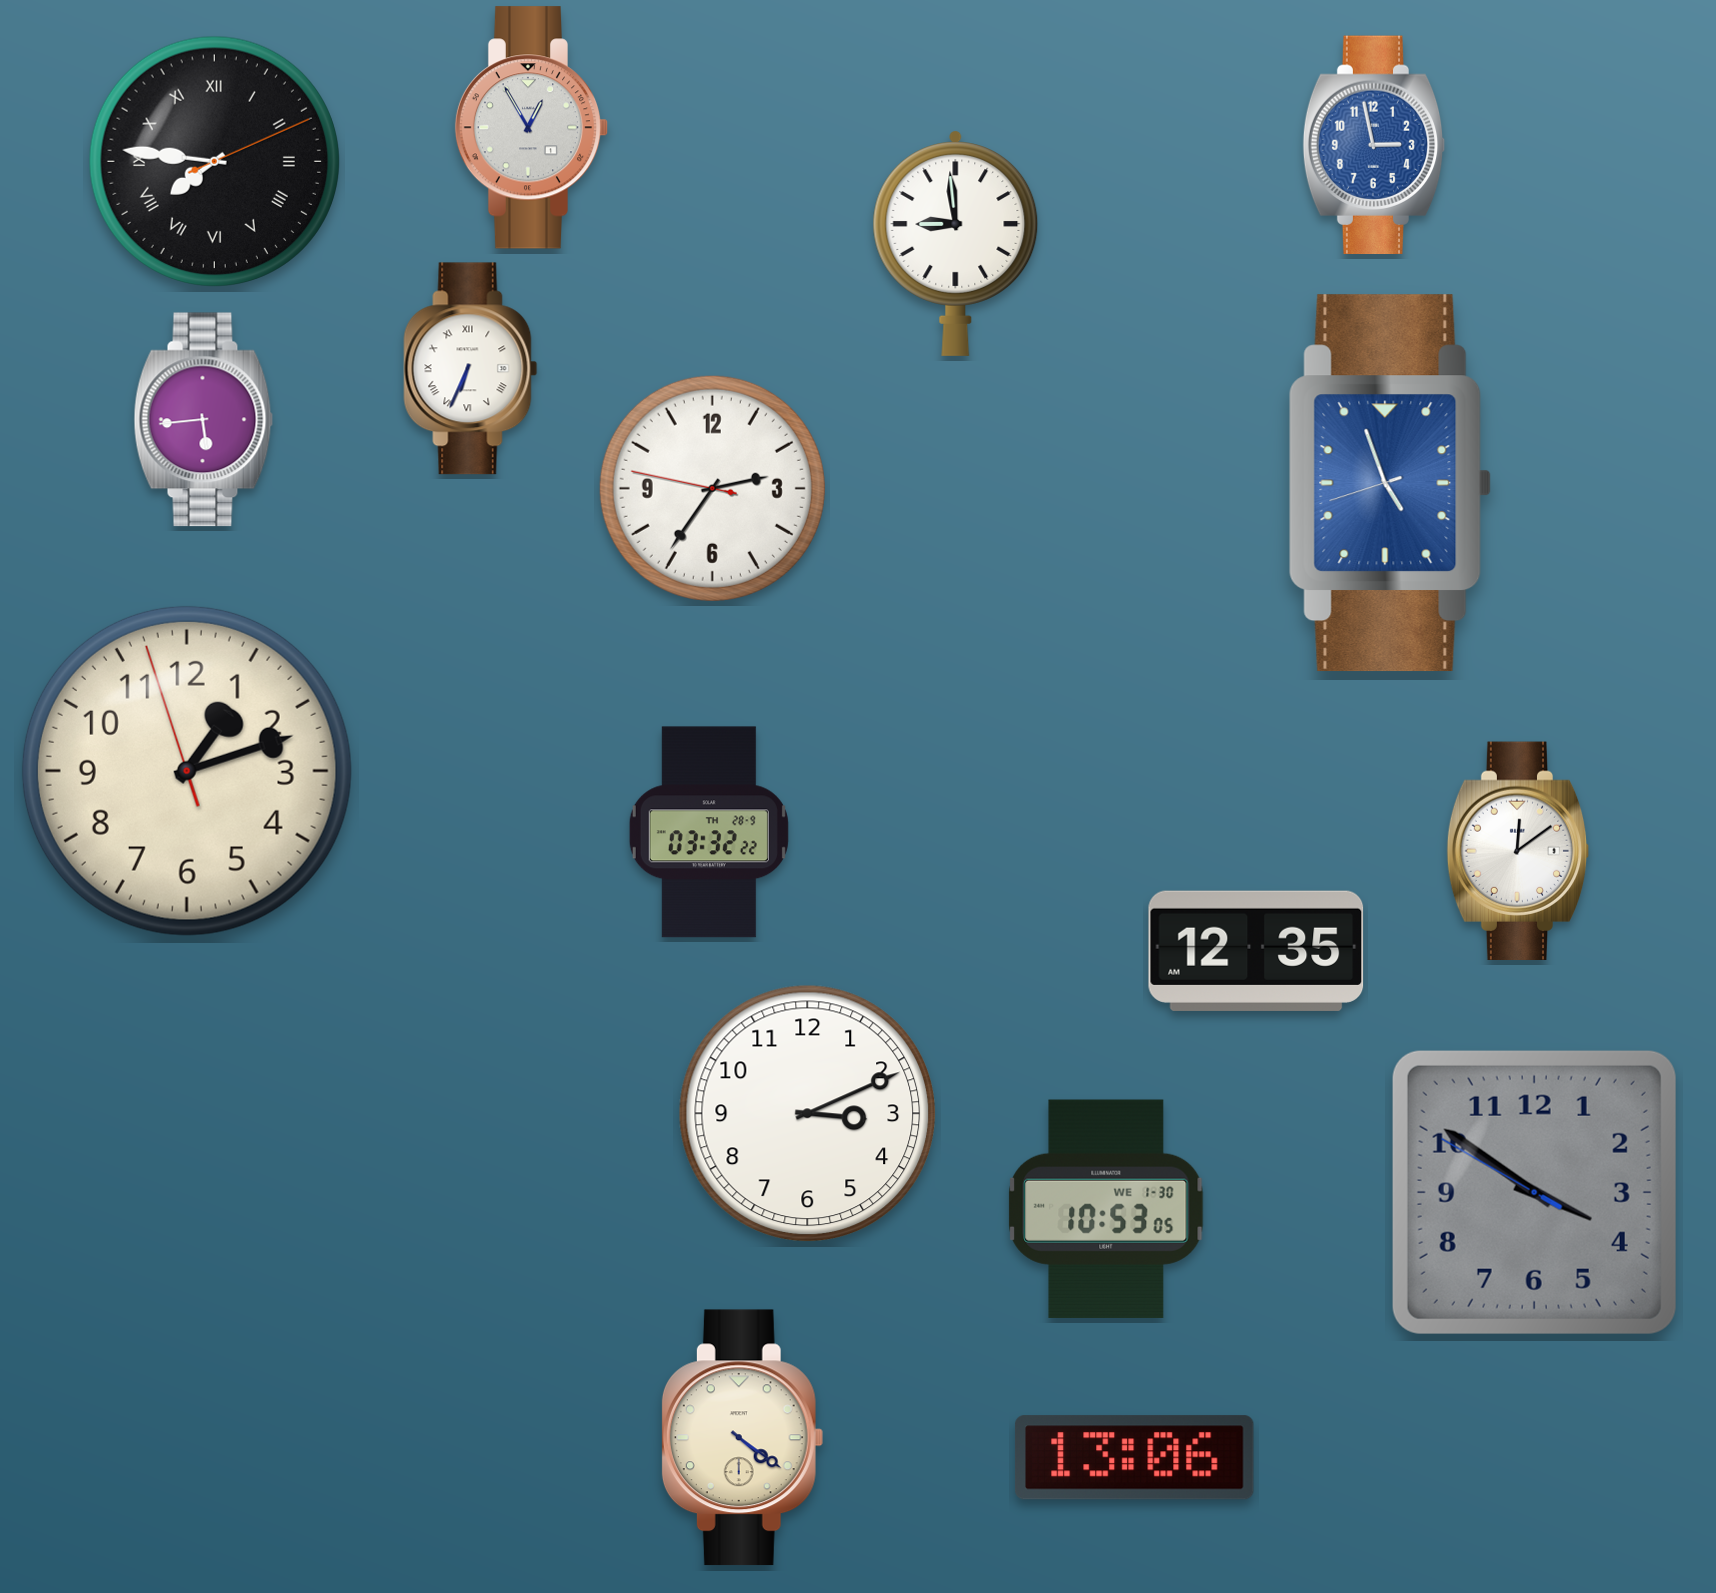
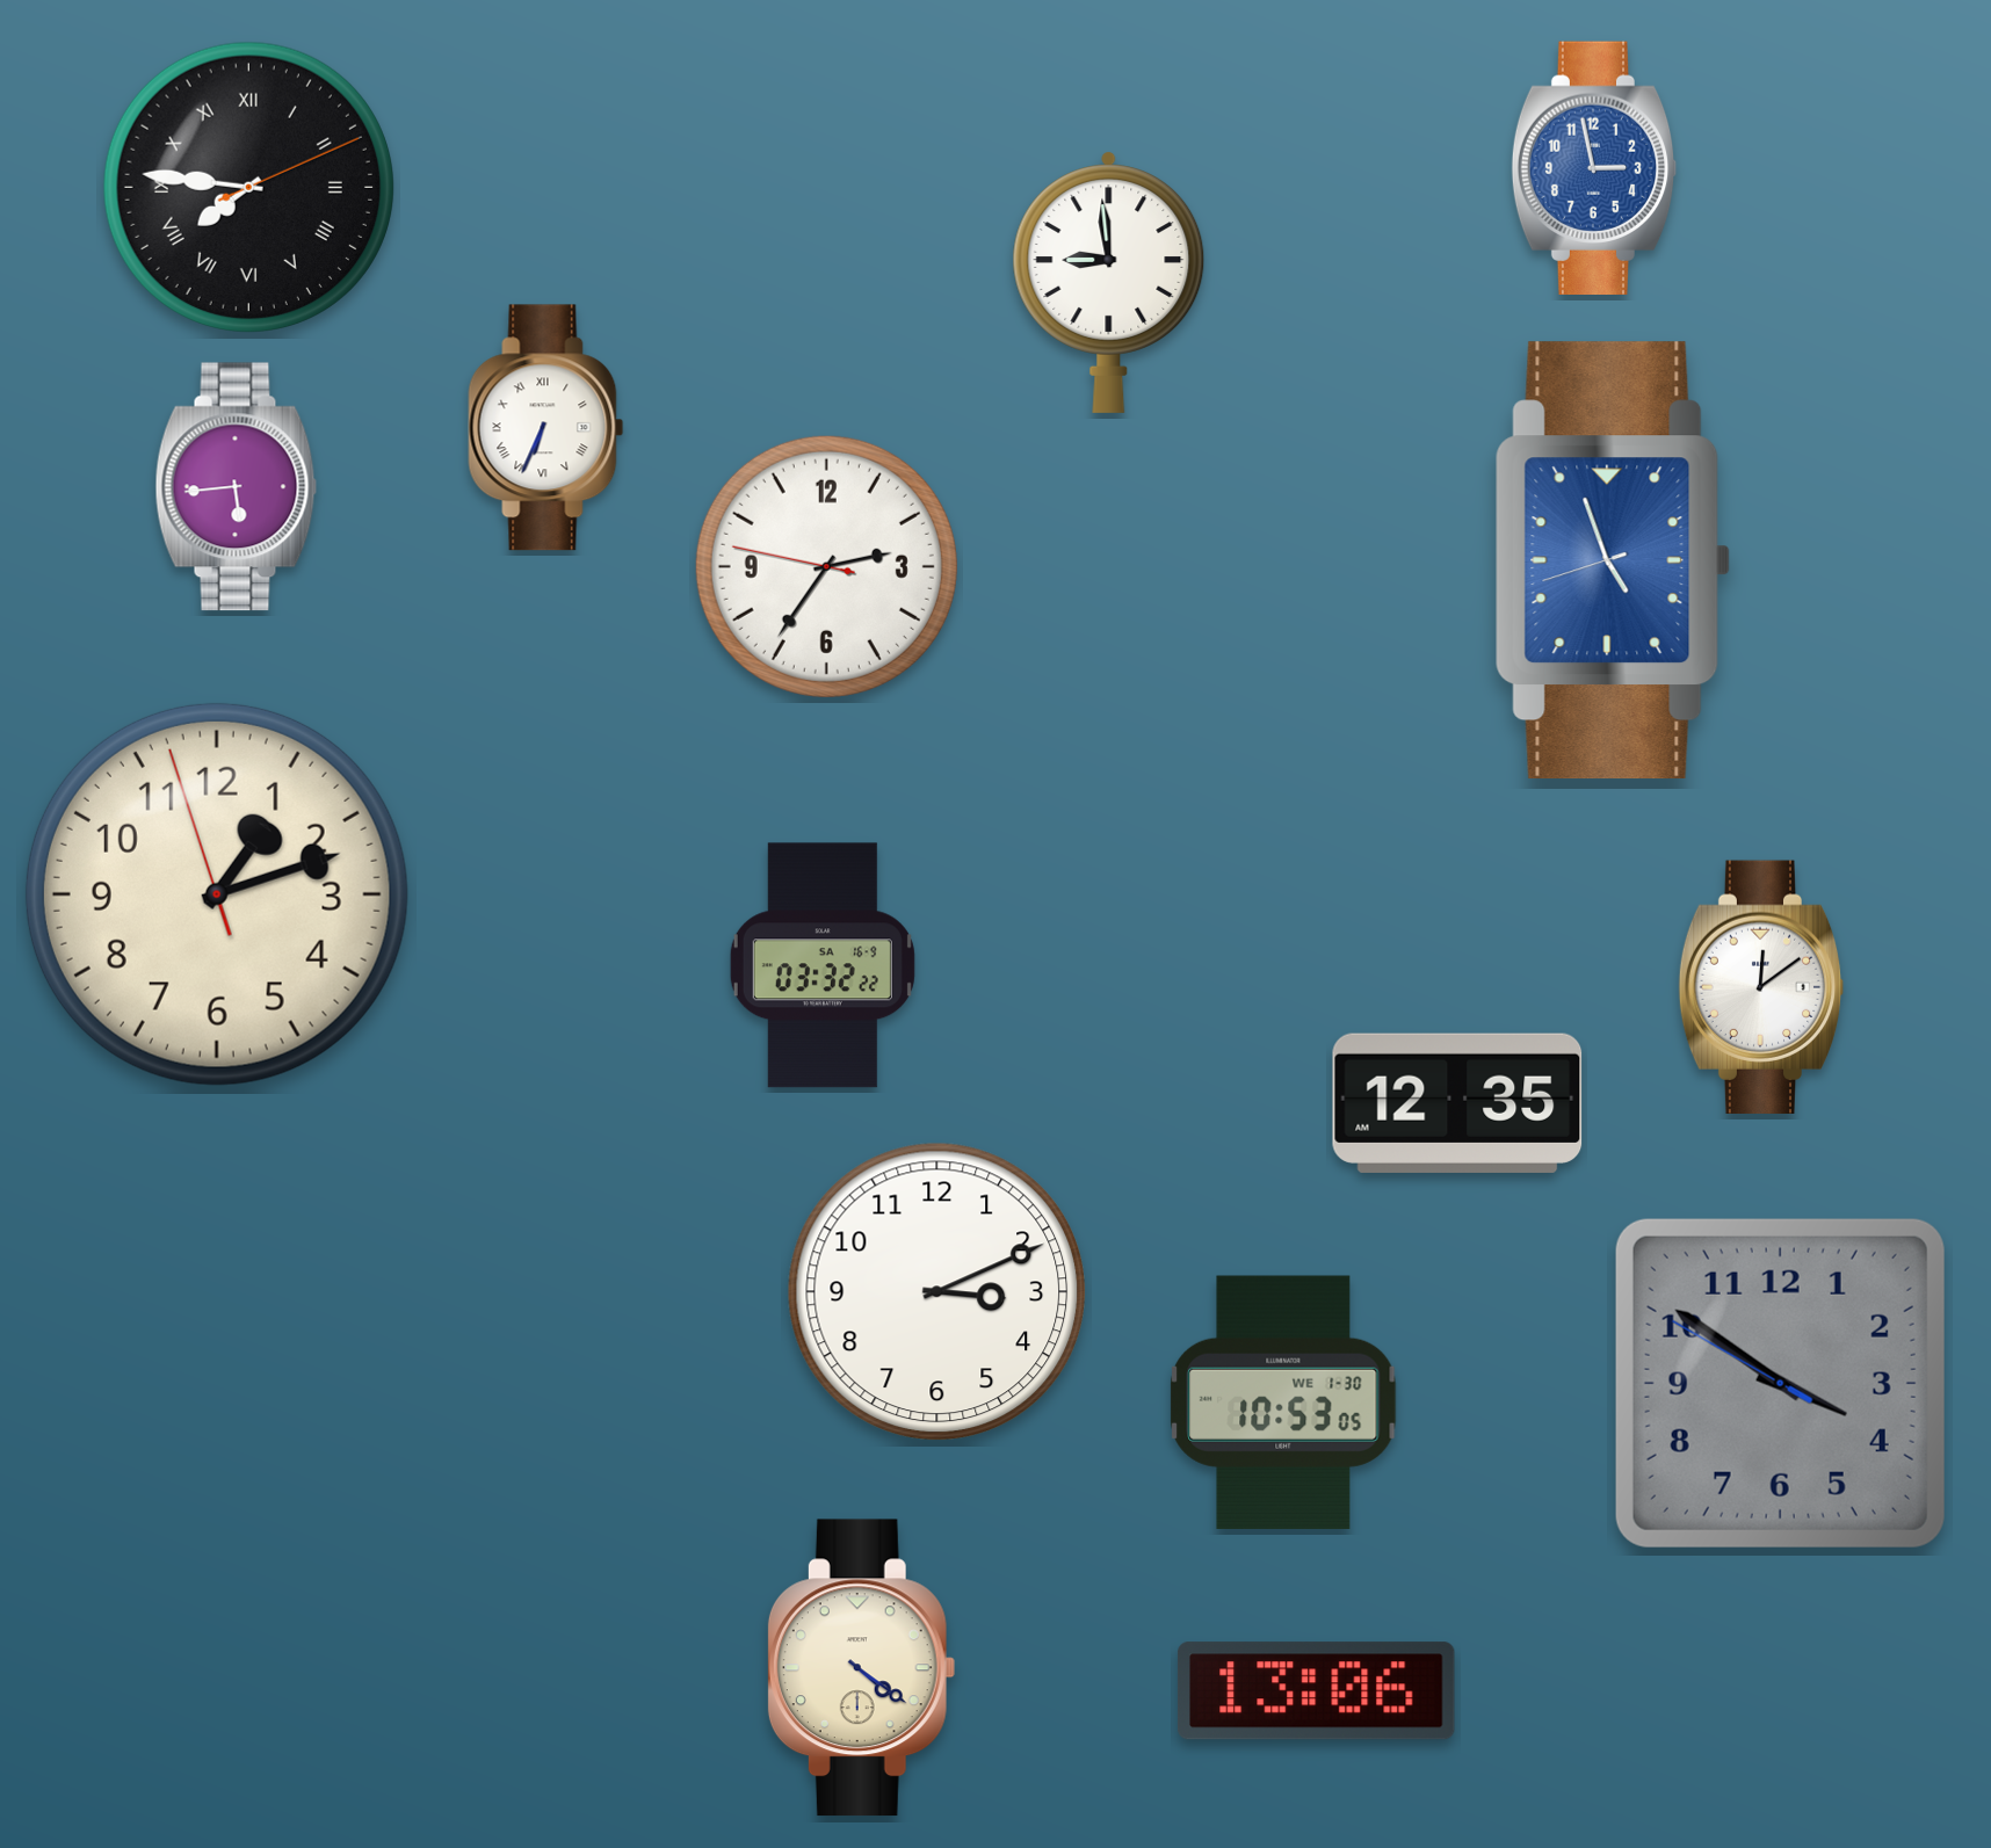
clock at (532, 128): 12:55 -> none
clock at (709, 832) date: TH 28-9 -> SA 16-9
